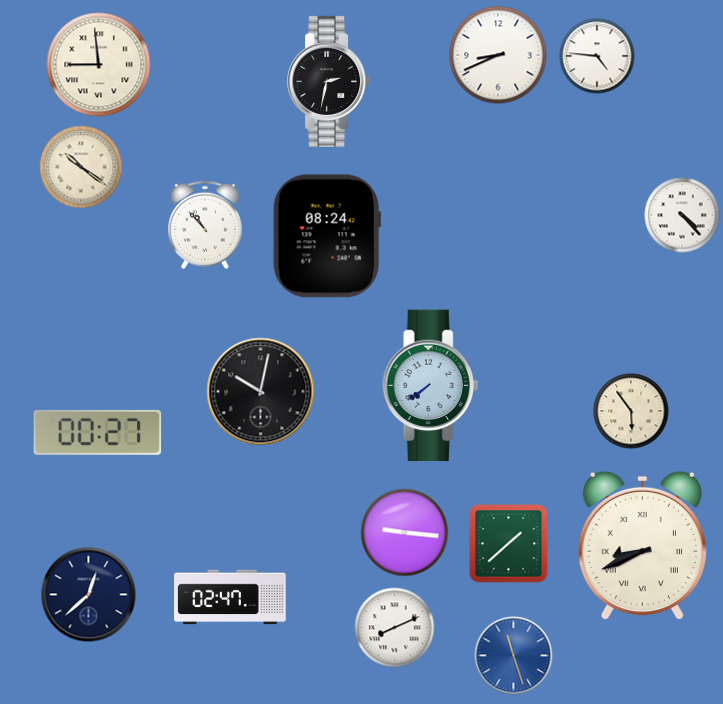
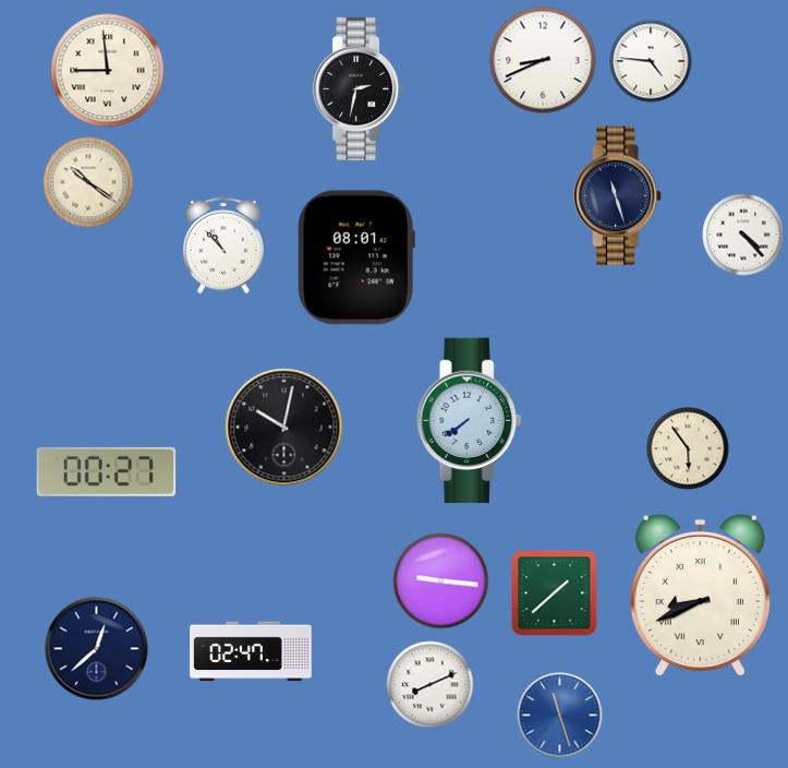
clock at (619, 196): none -> 11:27
clock at (327, 236): 08:24 -> 08:01
